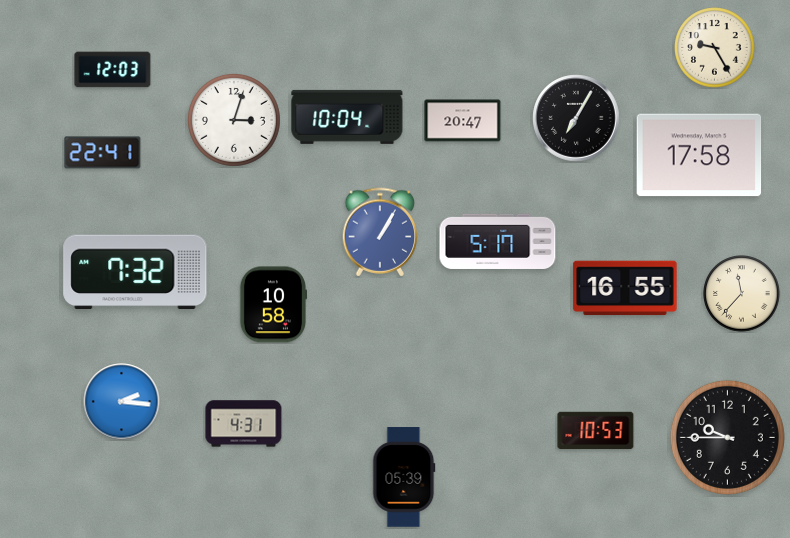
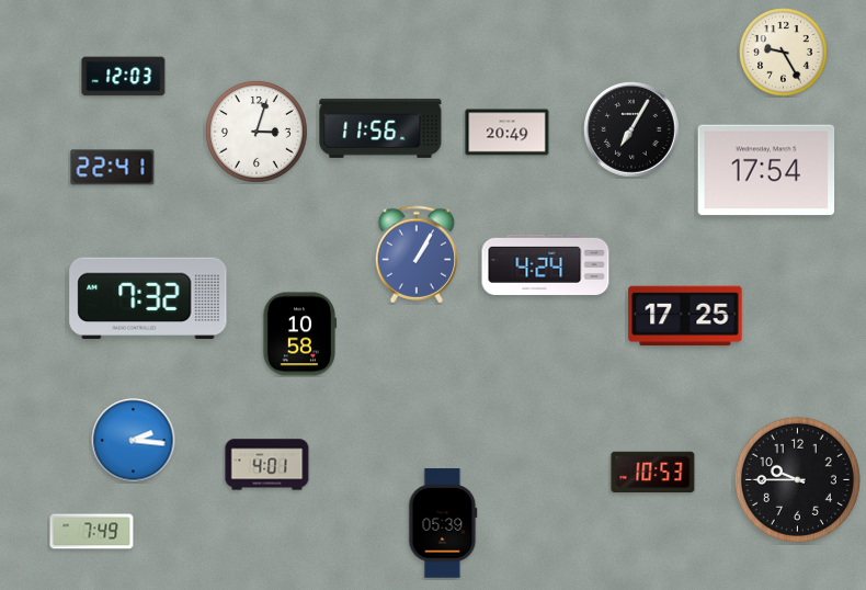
clock at (347, 117): 10:04 -> 11:56
clock at (463, 121): 20:47 -> 20:49
clock at (699, 155): 17:58 -> 17:54
clock at (498, 241): 5:17 -> 4:24
clock at (625, 288): 16:55 -> 17:25
clock at (742, 294): 11:37 -> none
clock at (244, 424): 4:31 -> 4:01
clock at (92, 532): none -> 7:49
